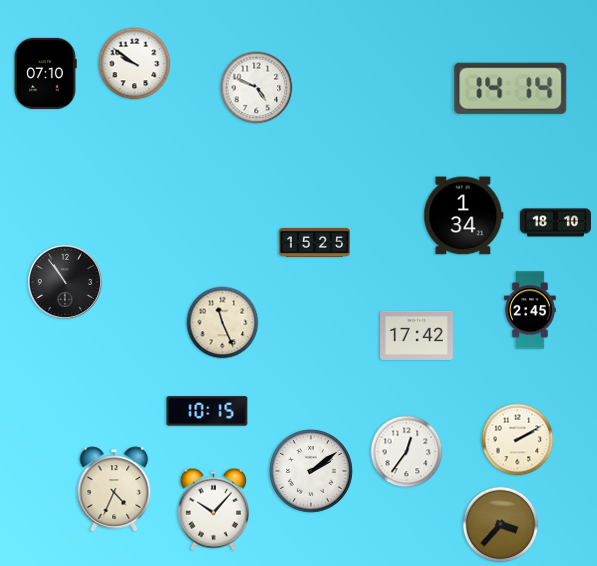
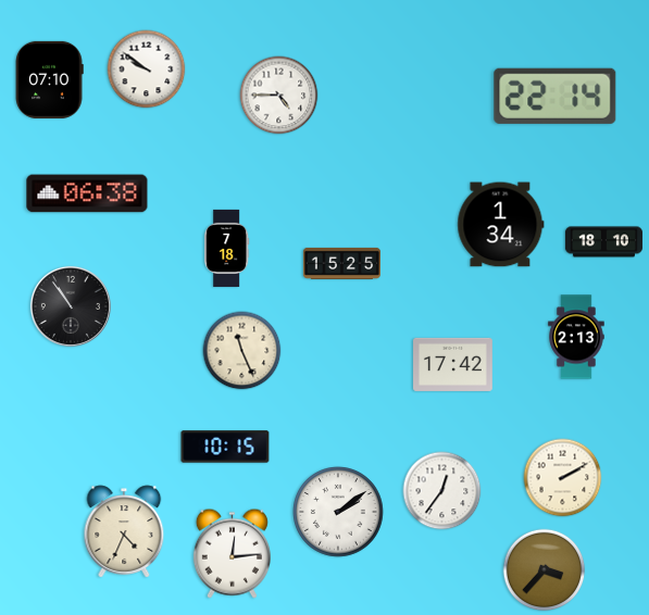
clock at (257, 88): 4:49 -> 4:45
clock at (511, 88): 14:14 -> 22:14
clock at (87, 193): none -> 06:38
clock at (464, 216) position: (464, 216) -> (501, 225)
clock at (227, 248): none -> 7:18
clock at (530, 310): 2:45 -> 2:13
clock at (213, 509): 10:07 -> 12:14
